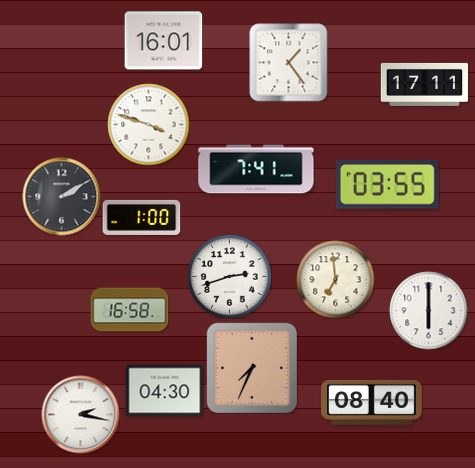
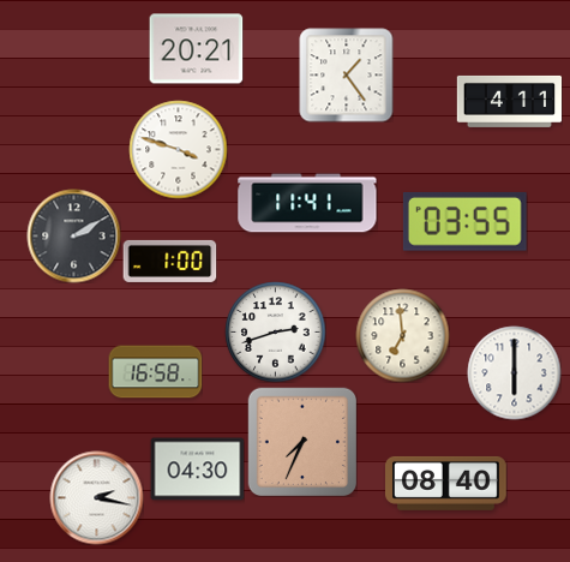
clock at (163, 41): 16:01 -> 20:21
clock at (424, 84): 17:11 -> 4:11
clock at (256, 169): 7:41 -> 11:41
